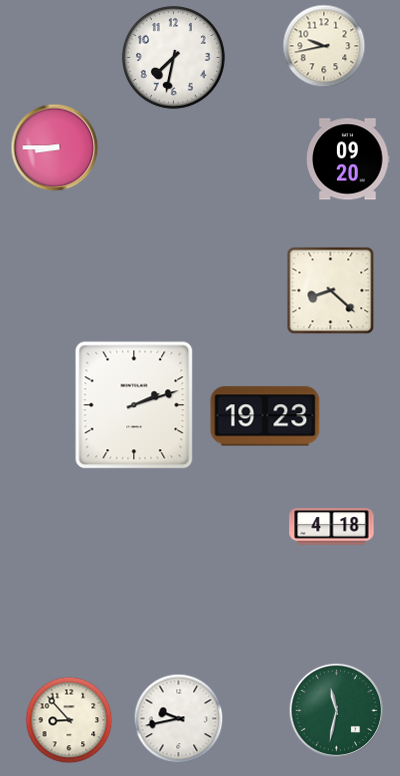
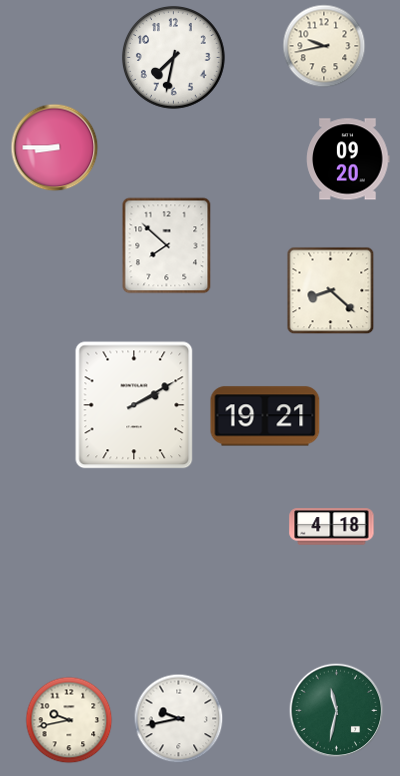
clock at (167, 246): none -> 7:52
clock at (134, 405): 2:12 -> 2:10
clock at (265, 416): 19:23 -> 19:21
clock at (69, 720): 8:53 -> 9:43
